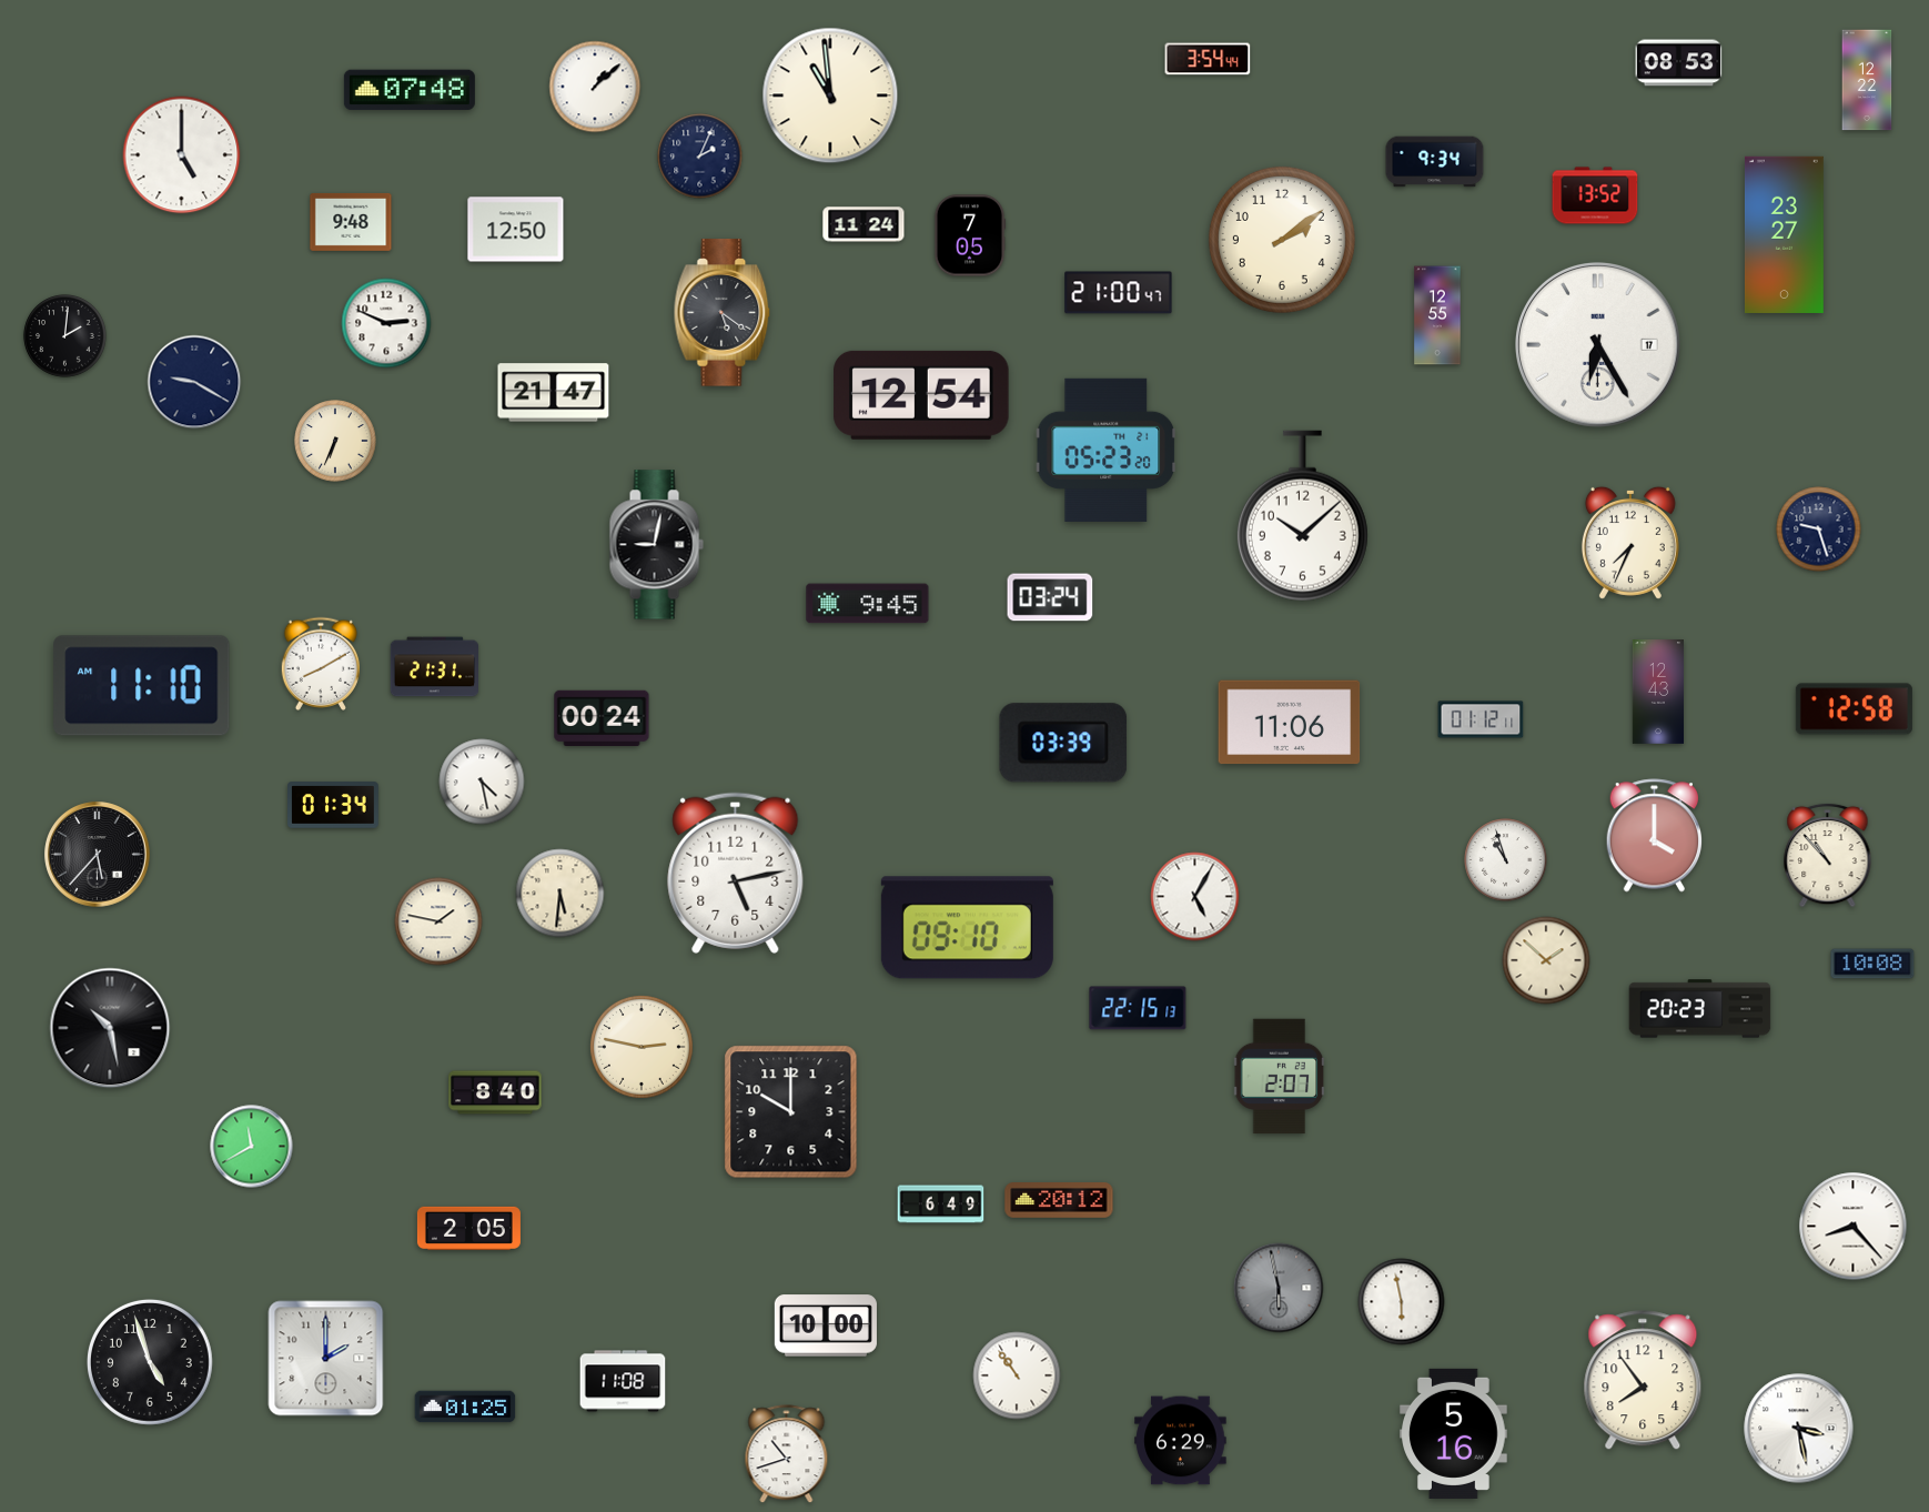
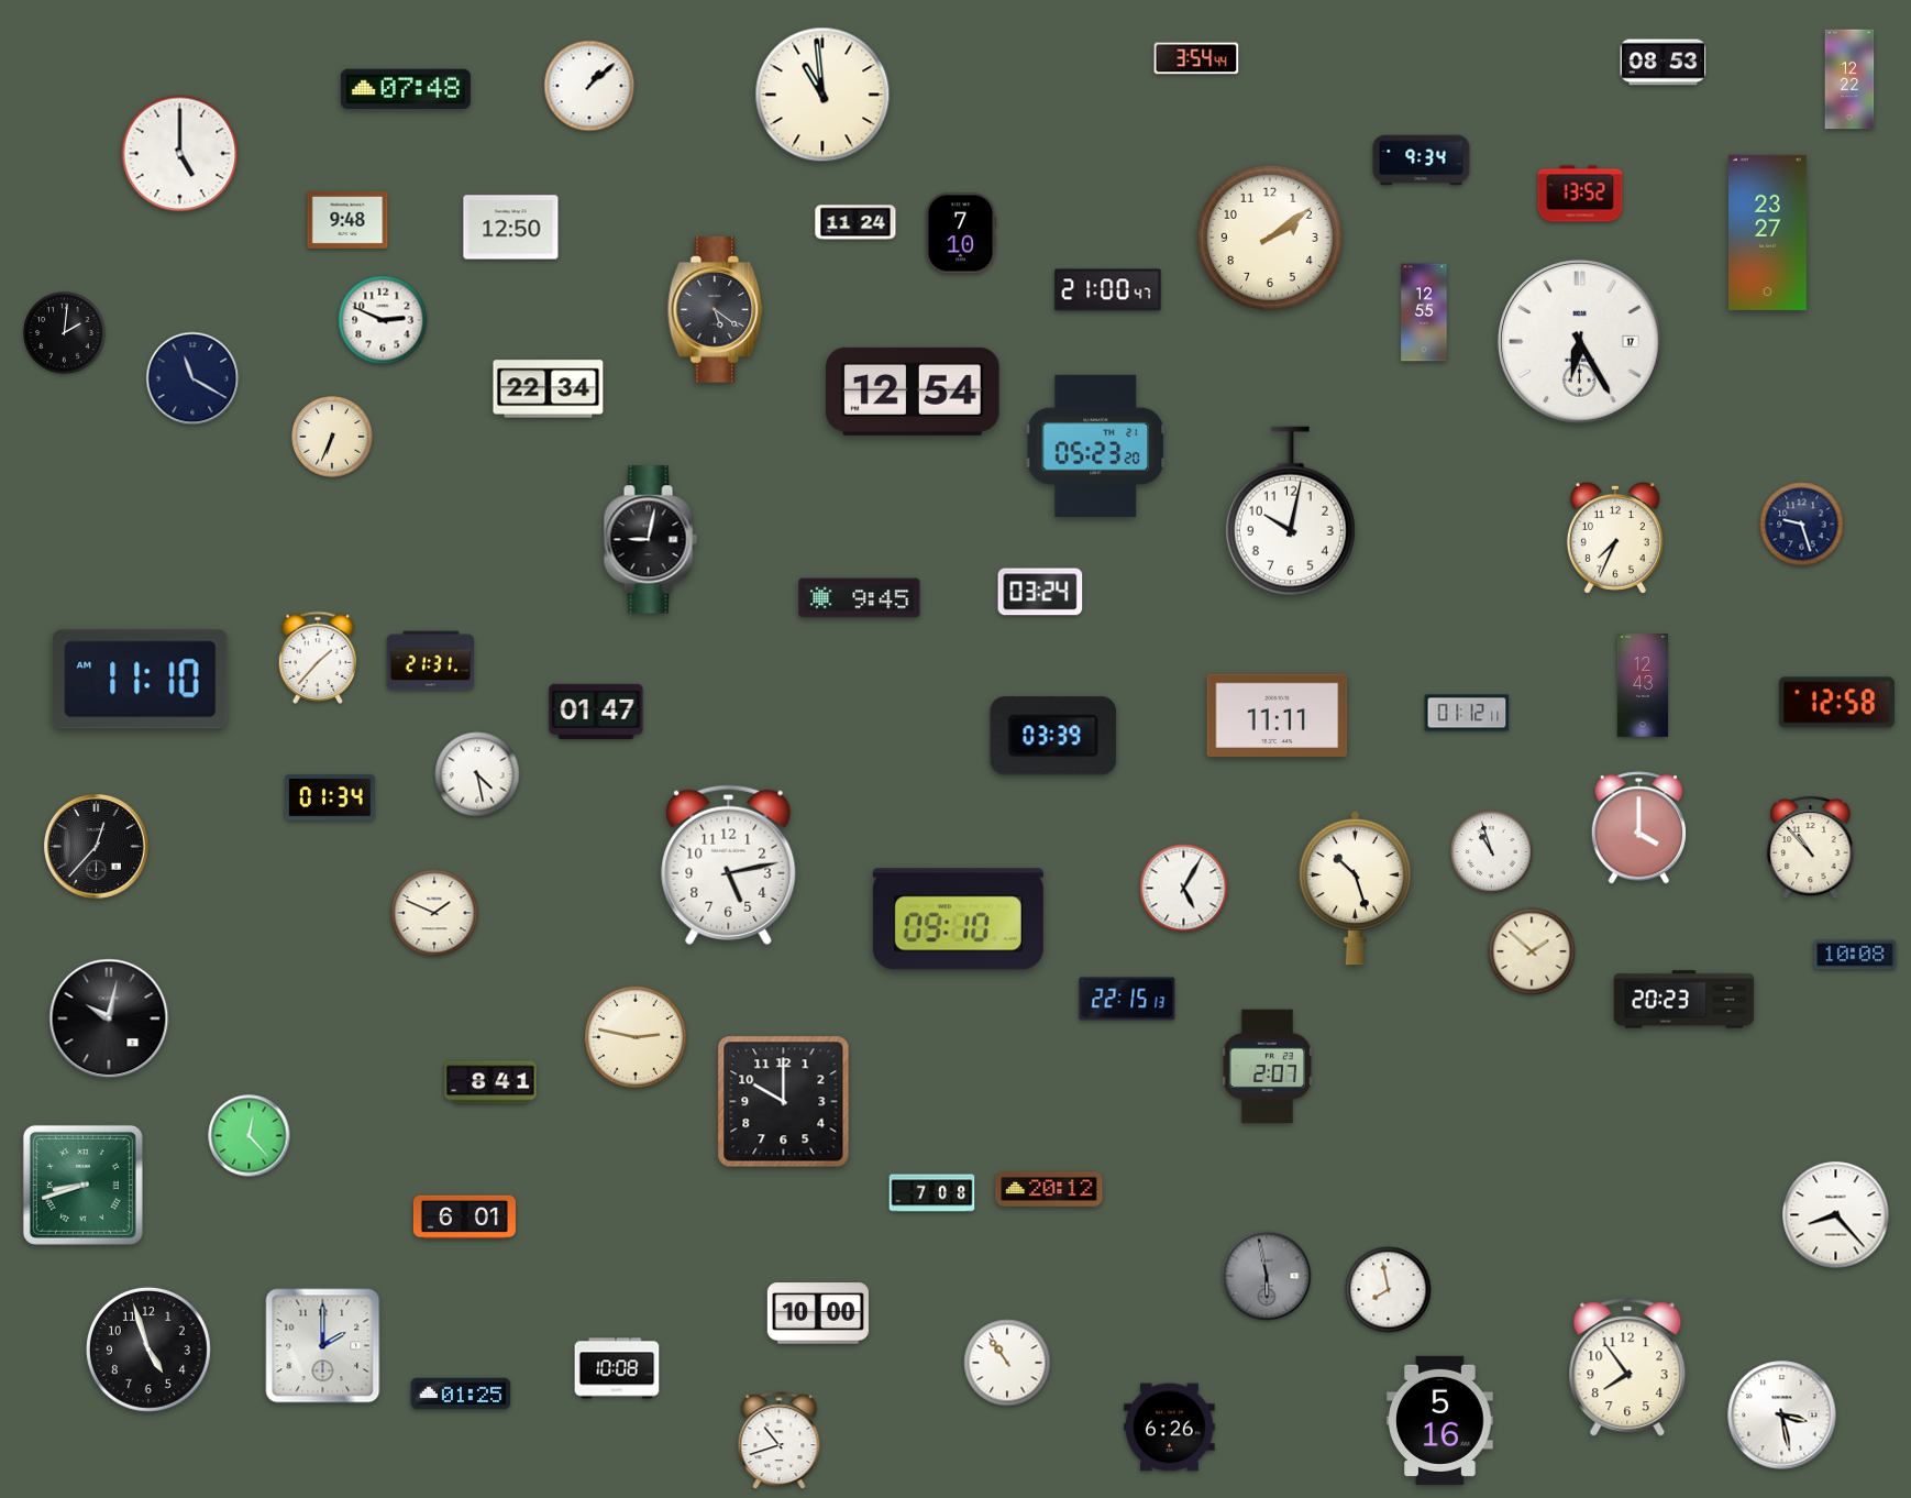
clock at (700, 157): 2:04 -> none
clock at (970, 235): 7:05 -> 7:10
clock at (1598, 345) position: (1598, 345) -> (1580, 342)
clock at (194, 382): 9:20 -> 11:20
clock at (554, 393): 21:47 -> 22:34
clock at (1302, 516): 10:08 -> 10:02
clock at (321, 664): 8:10 -> 1:37
clock at (602, 717): 00:24 -> 01:47
clock at (1290, 723): 11:06 -> 11:11
clock at (98, 855): 5:37 -> 12:37
clock at (560, 894): 5:31 -> none
clock at (1355, 888): none -> 10:27
clock at (438, 921): 1:47 -> 1:49
clock at (110, 1028): 10:28 -> 10:02
clock at (495, 1092): 8:40 -> 8:41
clock at (252, 1147): 11:40 -> 12:23
clock at (82, 1185): none -> 8:42
clock at (941, 1204): 6:49 -> 7:08
clock at (468, 1228): 2:05 -> 6:01
clock at (1402, 1302): 5:58 -> 7:58
clock at (623, 1381): 11:08 -> 10:08
clock at (1181, 1441): 6:29 -> 6:26
